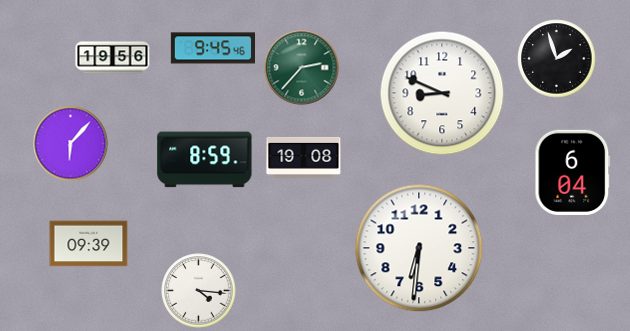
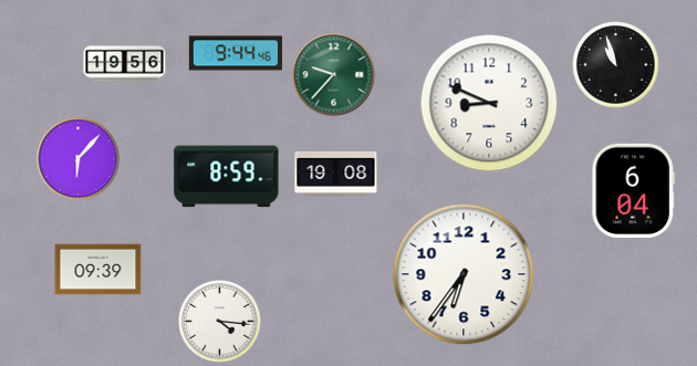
clock at (212, 48): 9:45 -> 9:44
clock at (557, 59): 1:57 -> 10:57
clock at (302, 68): 2:37 -> 9:37
clock at (419, 248): 6:31 -> 6:36
